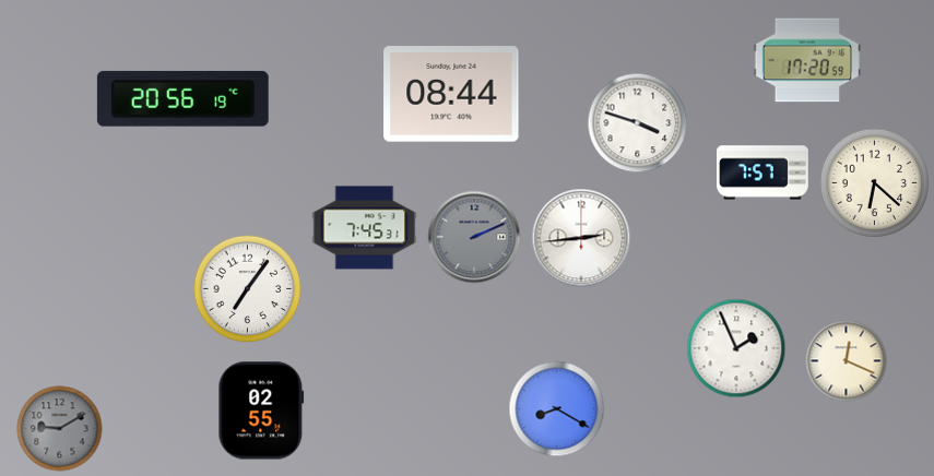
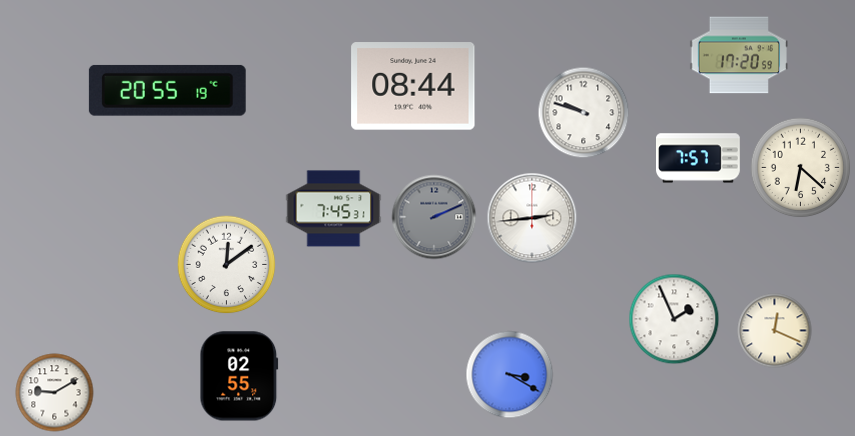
clock at (182, 98): 20:56 -> 20:55
clock at (638, 123): 3:48 -> 9:48
clock at (248, 289): 7:06 -> 12:09
clock at (557, 409): 8:20 -> 3:20
clock at (60, 429) dial: grey -> white
